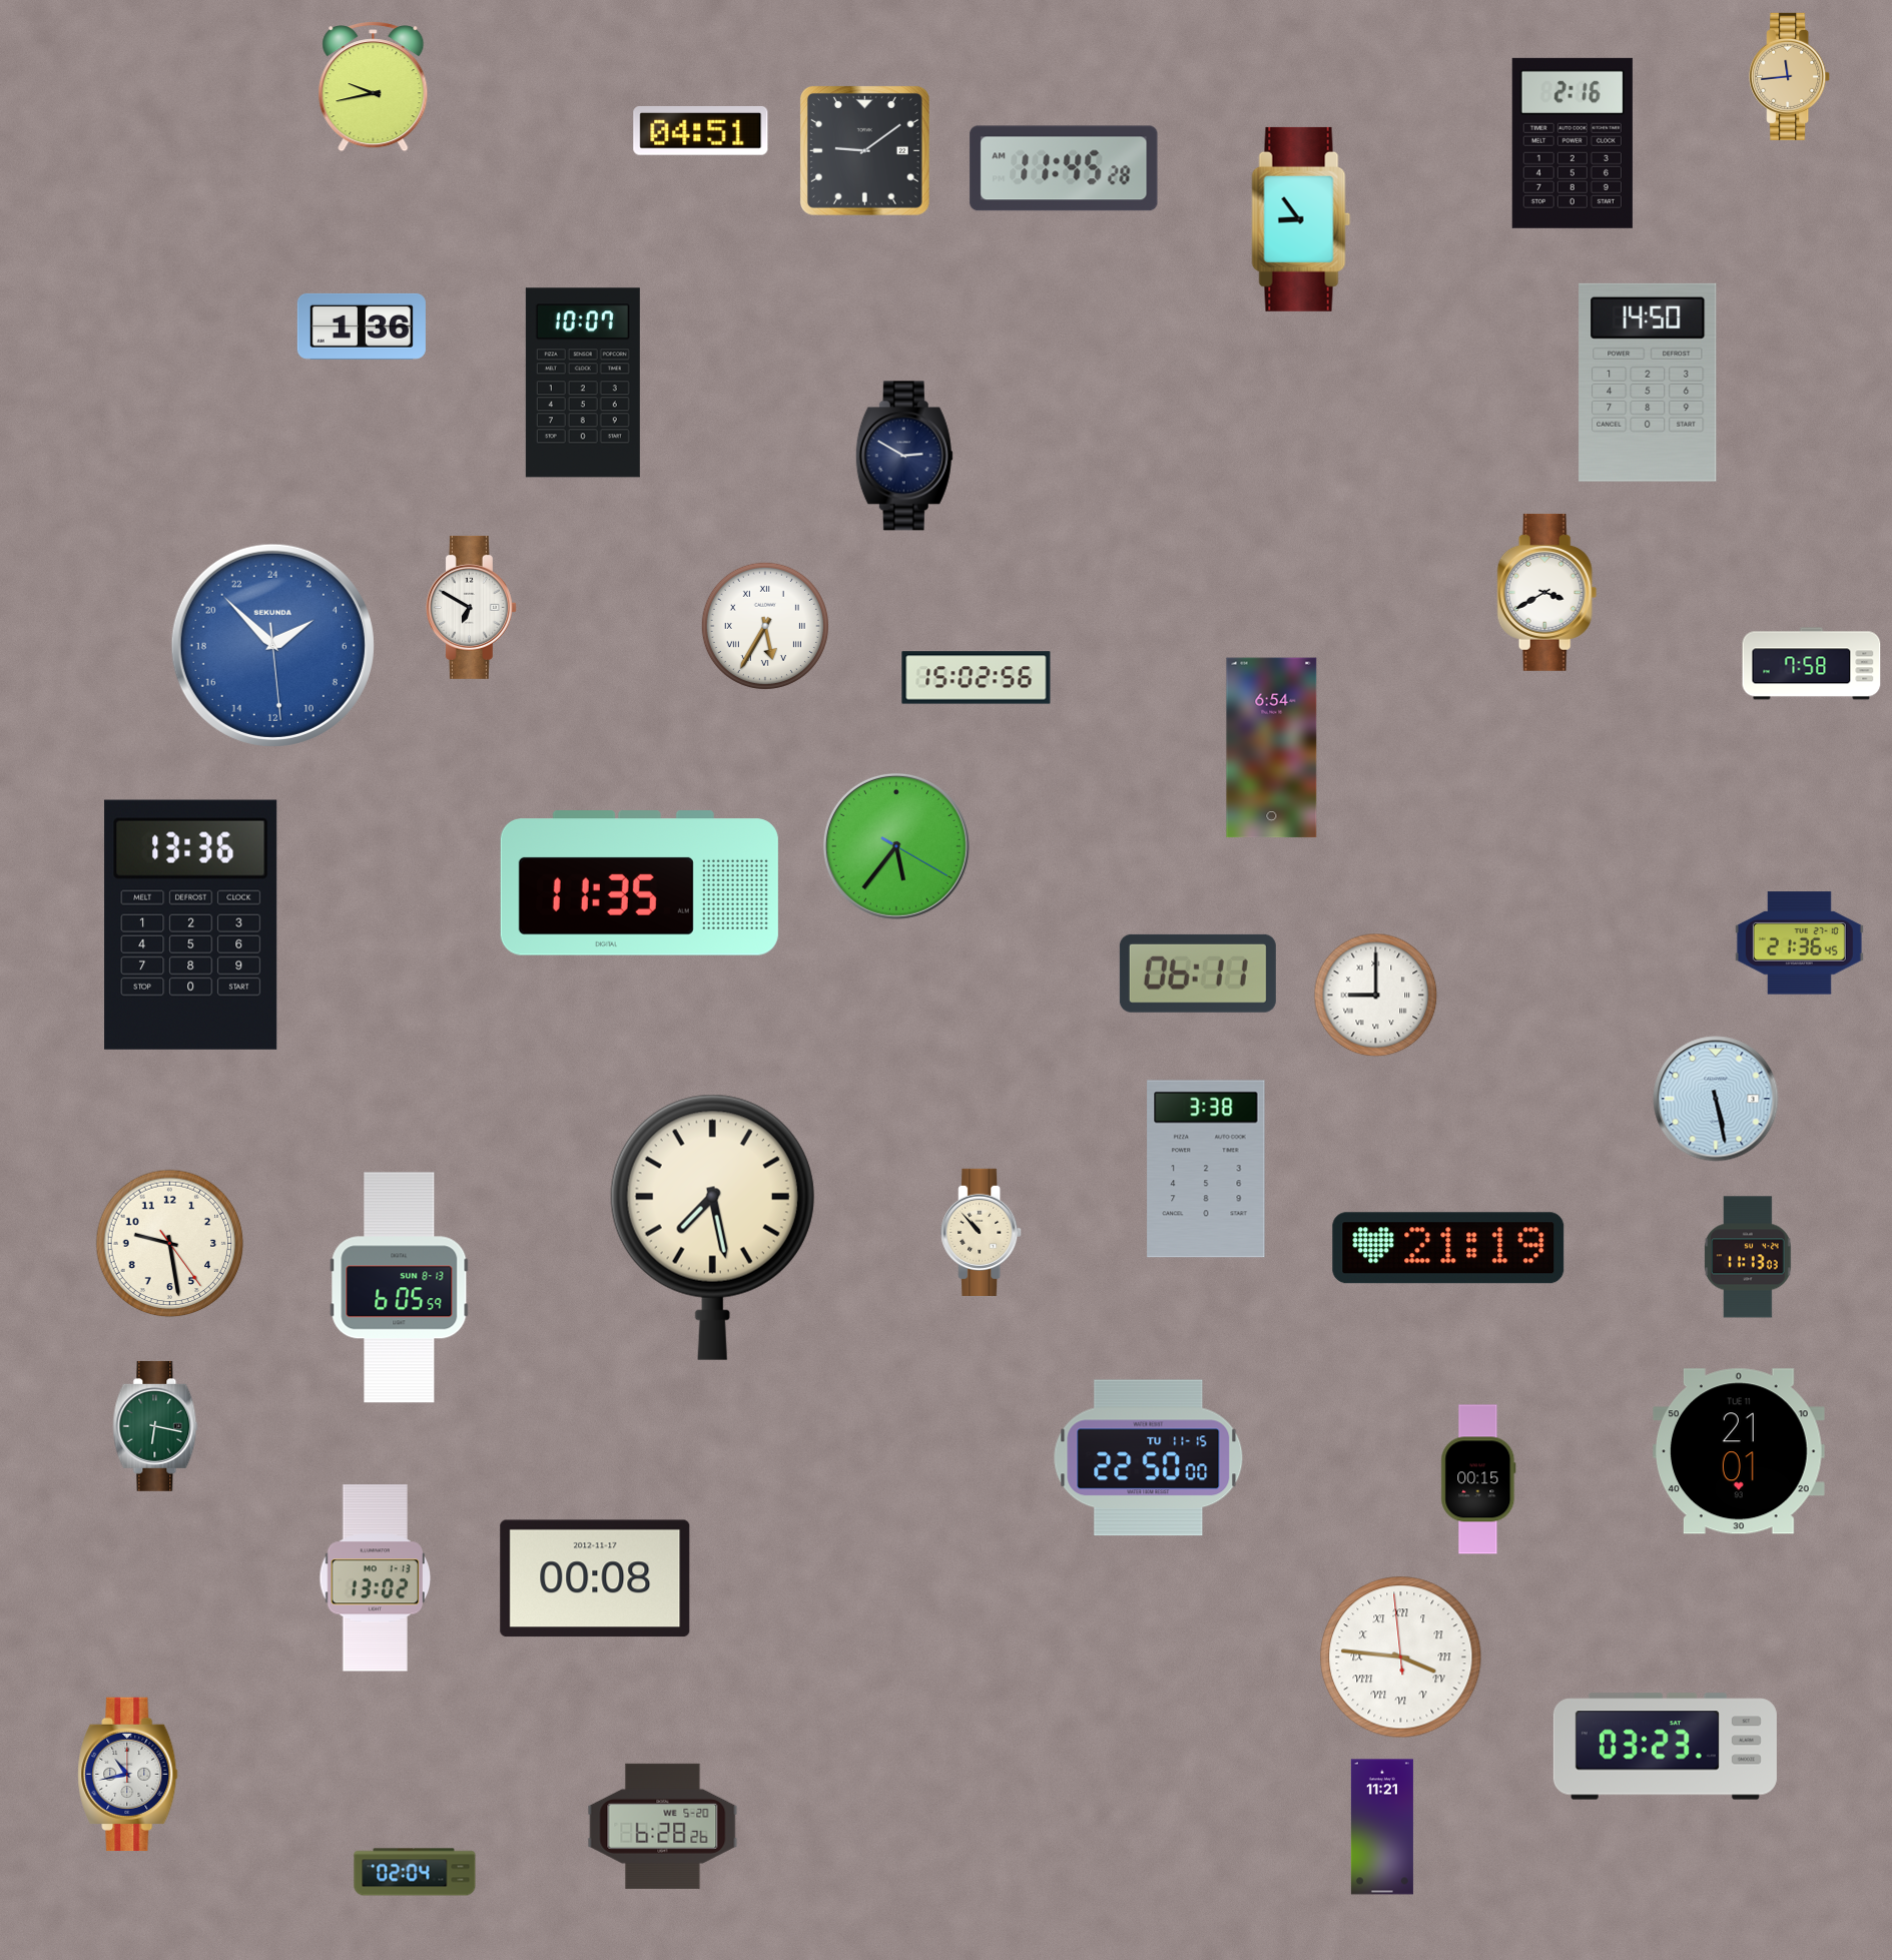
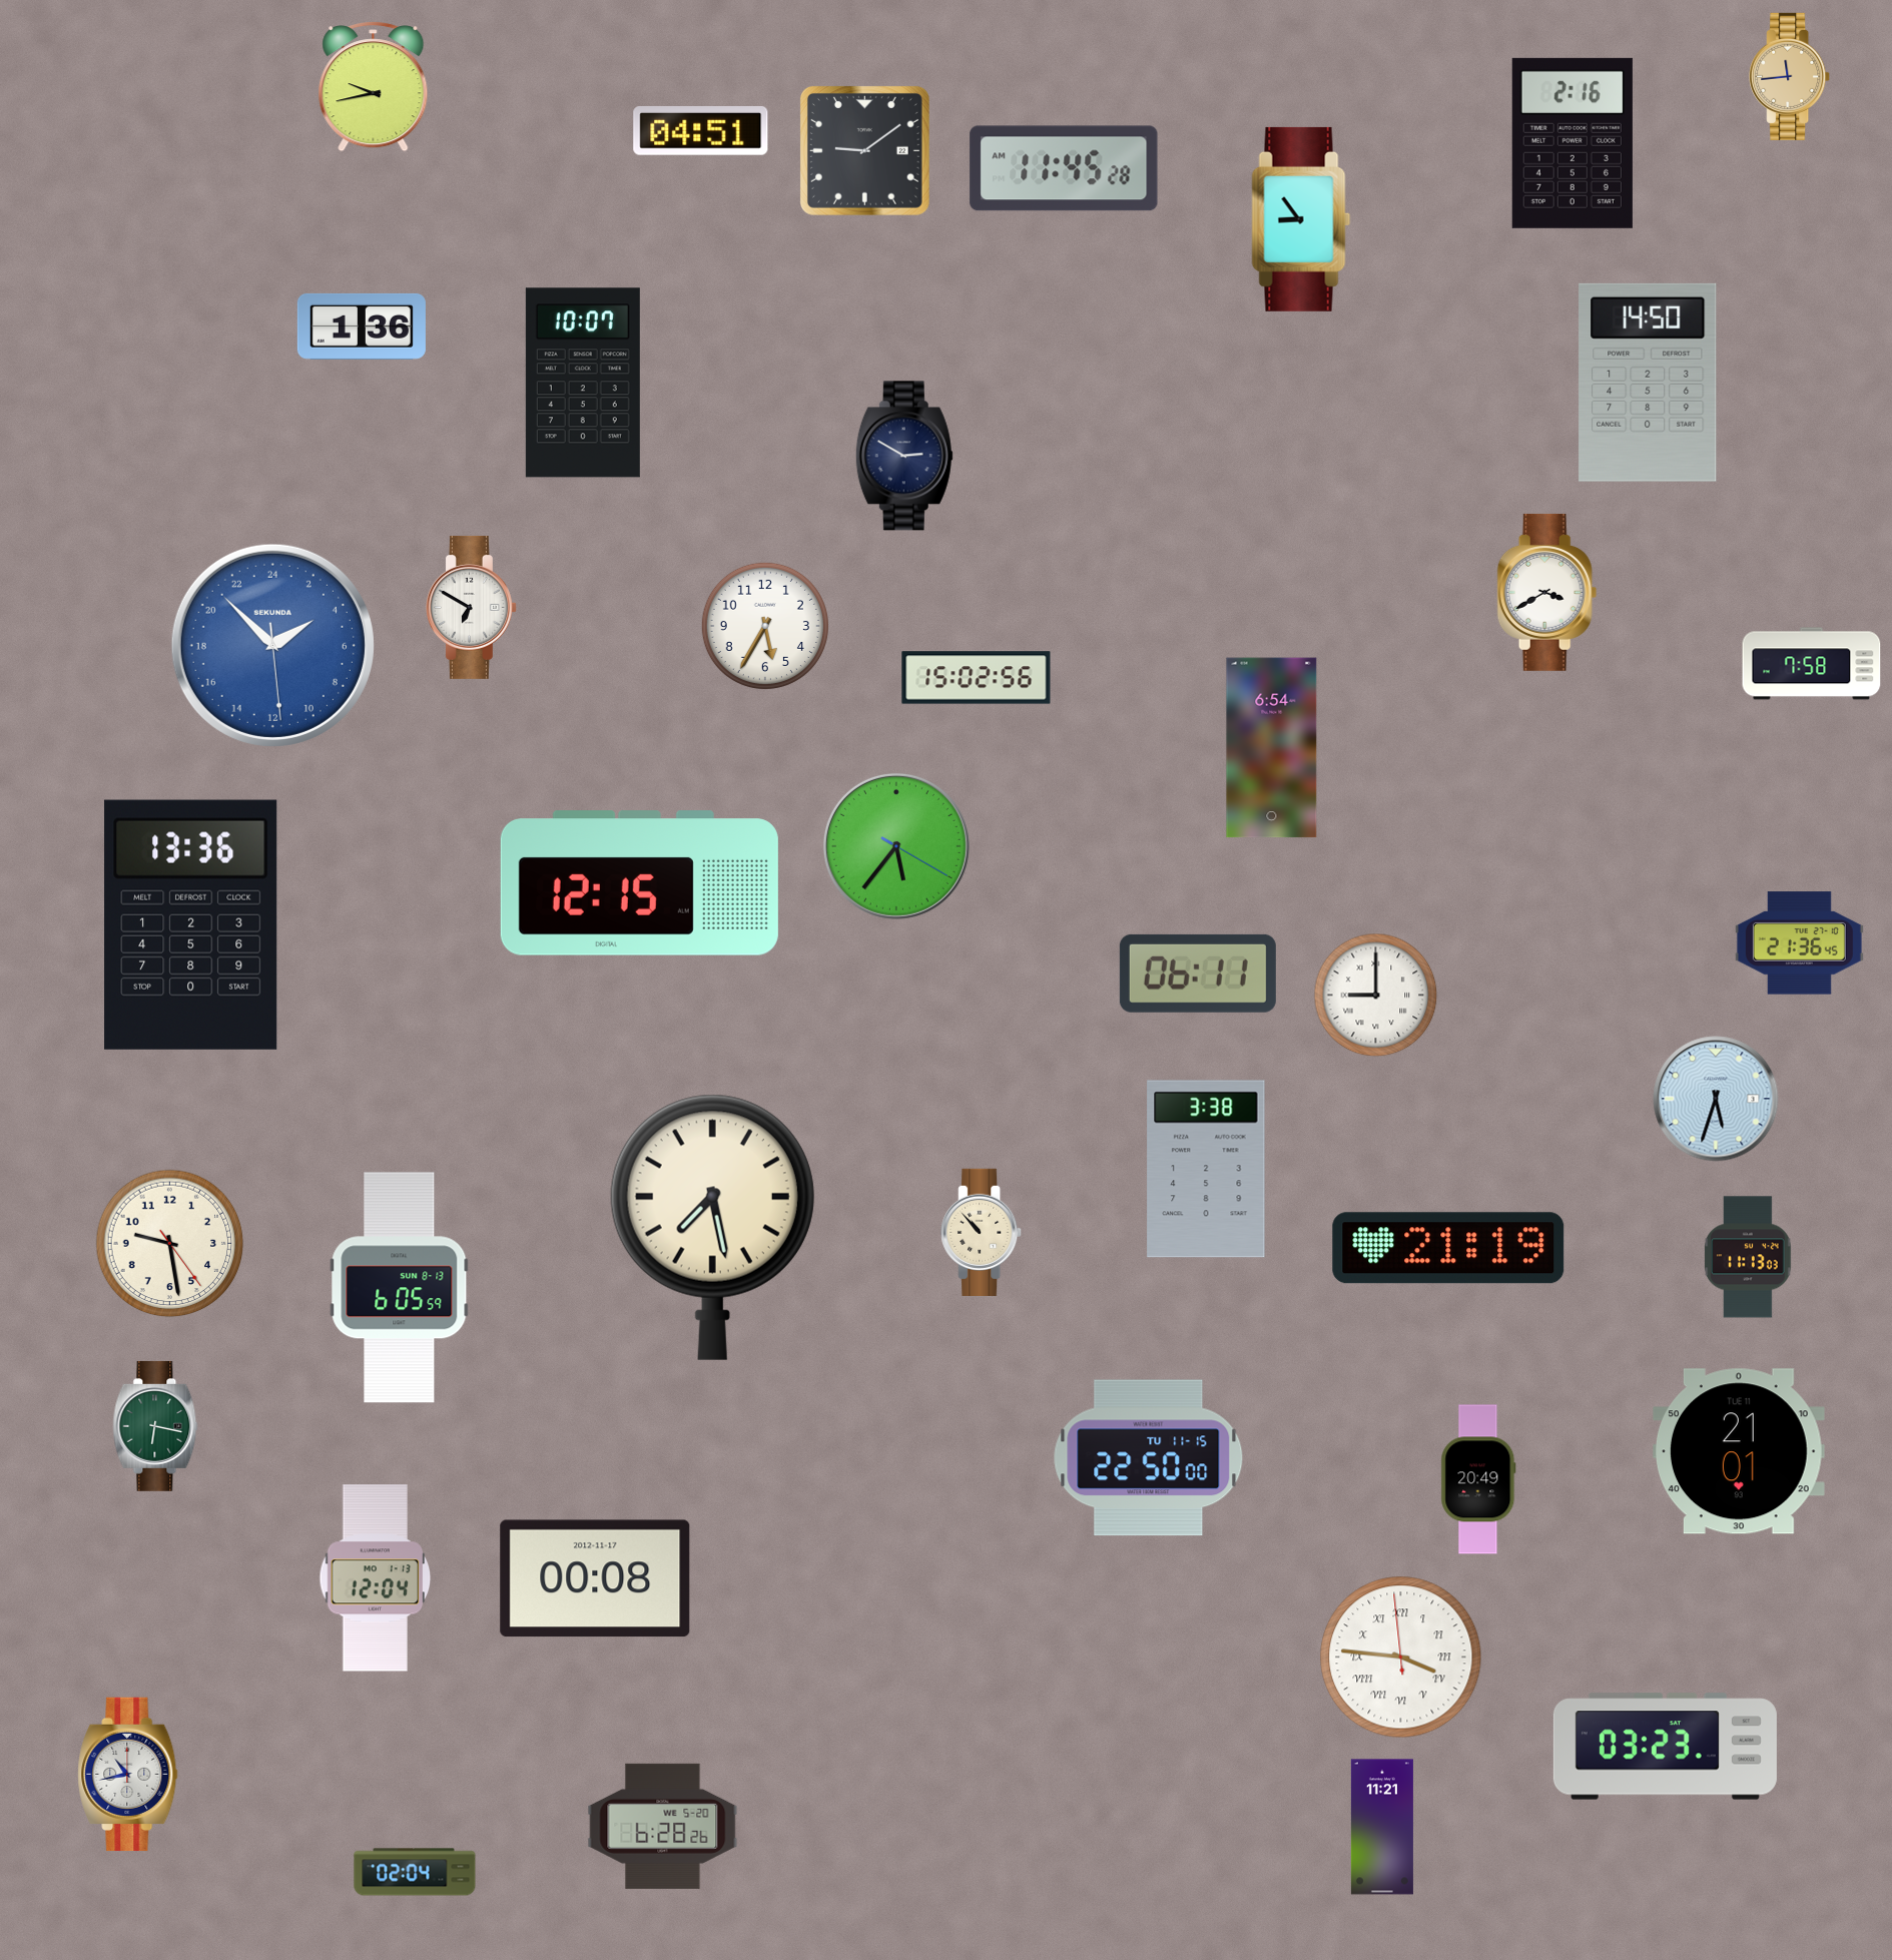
clock at (765, 626) numerals: Roman -> Arabic
clock at (639, 883): 11:35 -> 12:15
clock at (1716, 1099): 5:28 -> 5:33
clock at (1478, 1479): 00:15 -> 20:49
clock at (376, 1578): 13:02 -> 12:04
